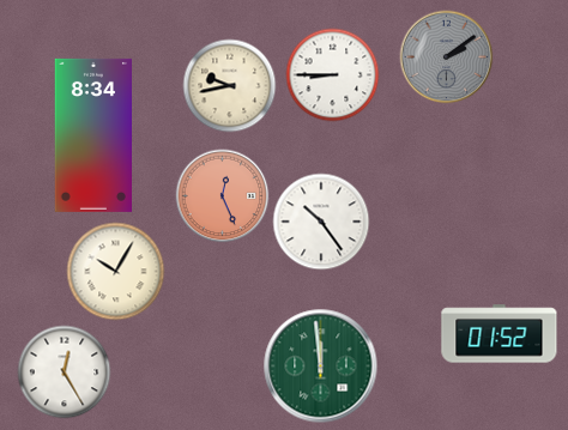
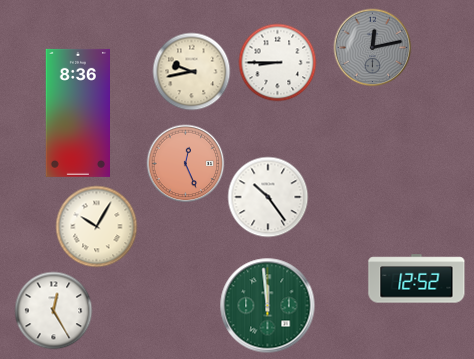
clock at (446, 56): 2:09 -> 12:13
clock at (92, 135): 8:34 -> 8:36
clock at (321, 222) position: (321, 222) -> (268, 197)
clock at (500, 334): 01:52 -> 12:52
